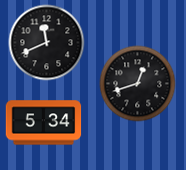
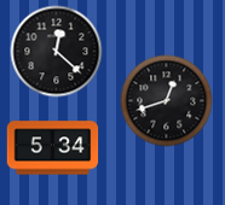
clock at (47, 43): 11:41 -> 12:22
